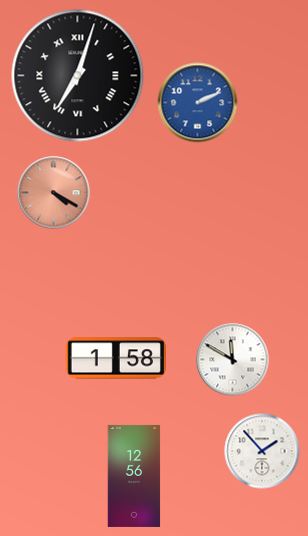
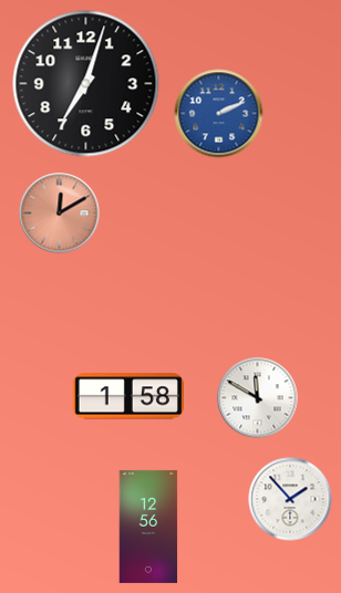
clock at (78, 76) numerals: Roman -> Arabic
clock at (54, 193): 4:20 -> 12:10
